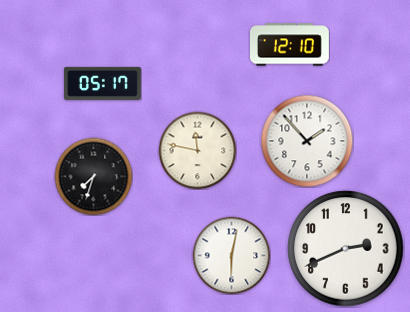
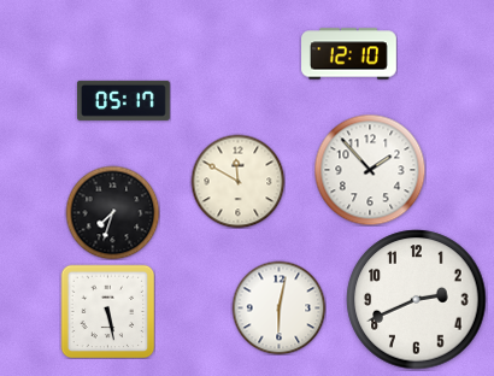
clock at (197, 150): 11:47 -> 11:50
clock at (107, 311): none -> 5:28
